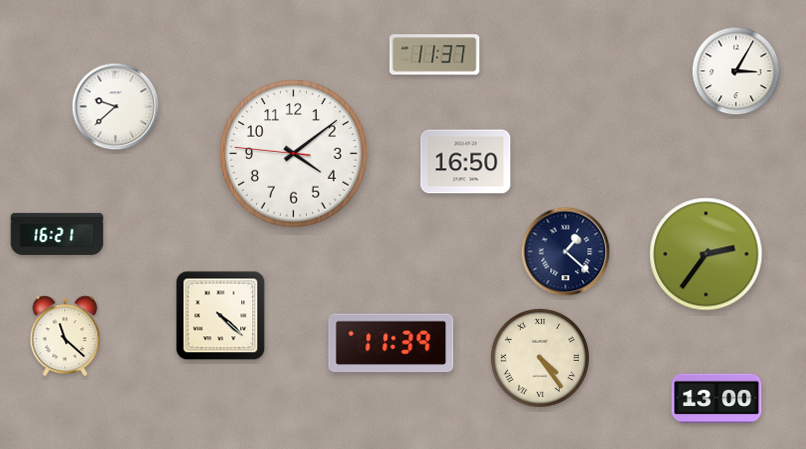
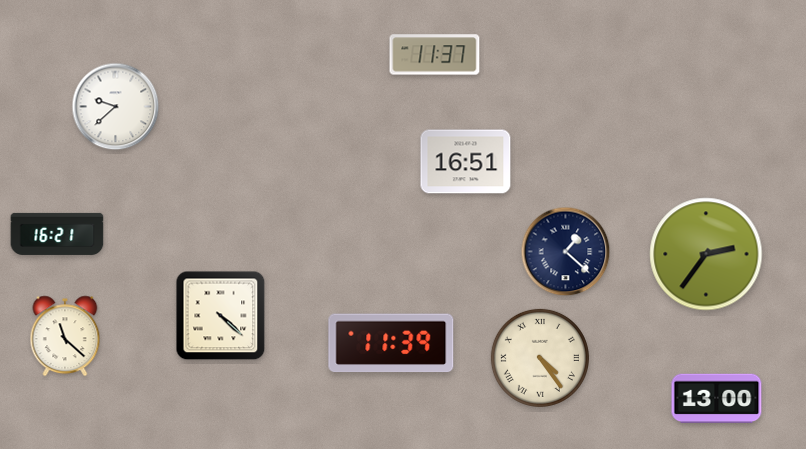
clock at (736, 71): 3:05 -> none
clock at (294, 154): 4:08 -> none
clock at (466, 162): 16:50 -> 16:51
